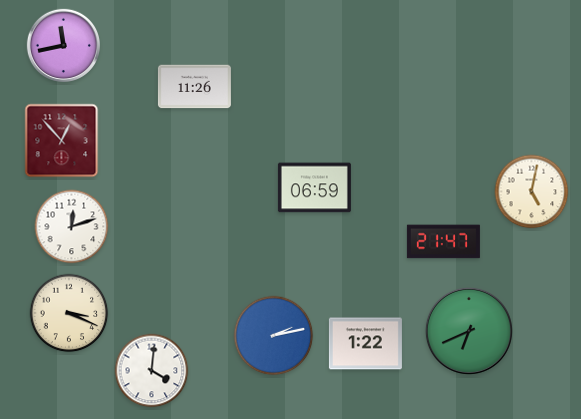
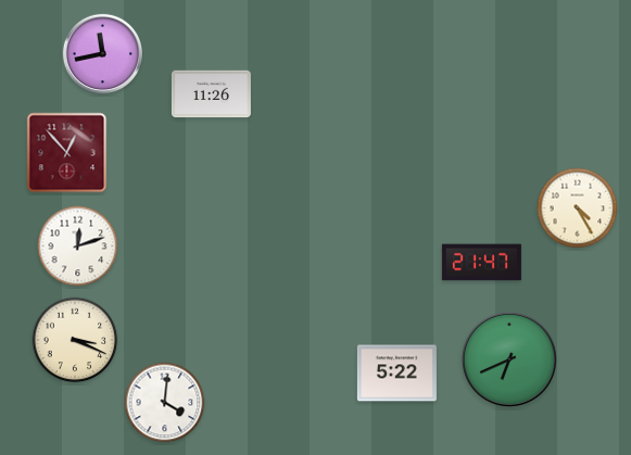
clock at (63, 45) position: (63, 45) -> (102, 53)
clock at (314, 188): 06:59 -> none
clock at (532, 192): 5:02 -> 4:25
clock at (274, 336): 2:13 -> none
clock at (365, 344): 1:22 -> 5:22
